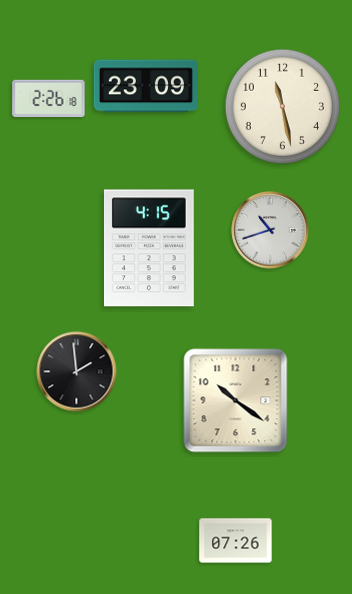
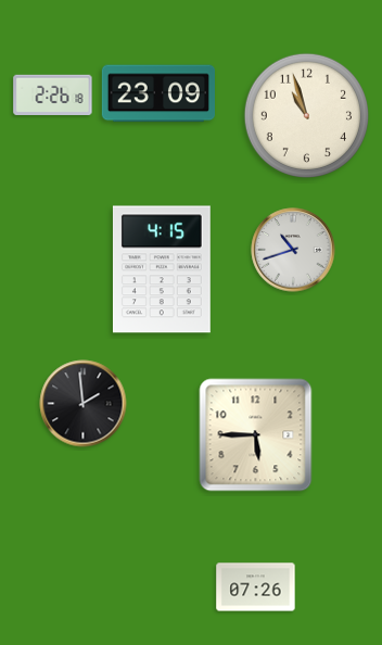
clock at (49, 98) position: (49, 98) -> (53, 94)
clock at (282, 106): 11:28 -> 10:57
clock at (236, 401): 10:21 -> 5:45
